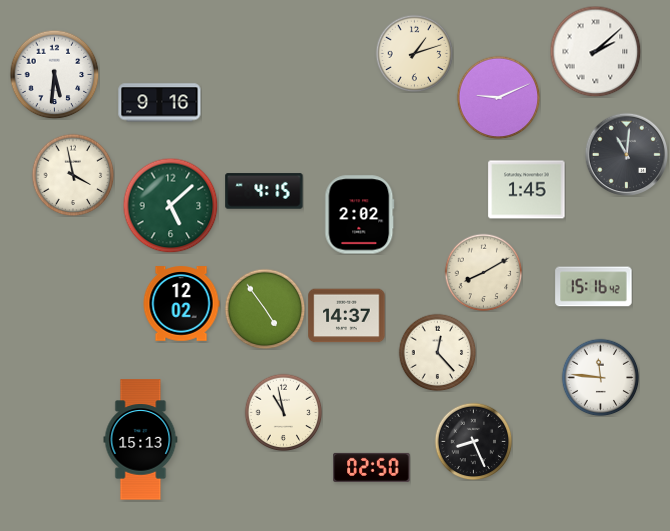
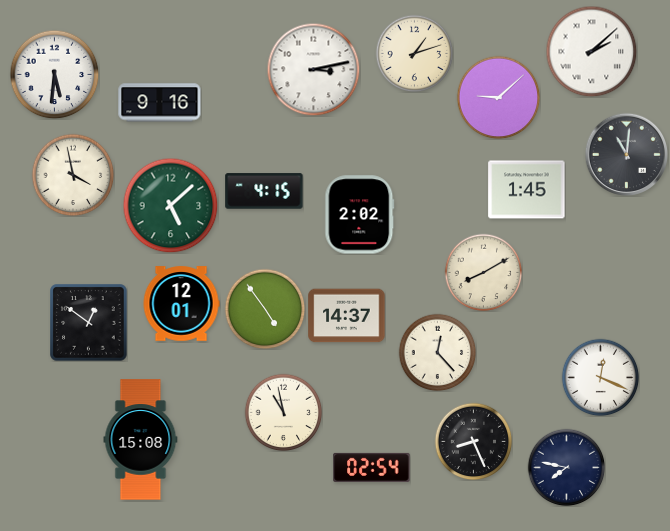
clock at (595, 51) position: (595, 51) -> (591, 51)
clock at (313, 69): none -> 3:13
clock at (498, 97): 9:11 -> 9:08
clock at (594, 287): 15:16 -> none
clock at (181, 304): 12:02 -> 12:01
clock at (89, 323): none -> 12:51
clock at (600, 377): 11:46 -> 12:19
clock at (141, 440): 15:13 -> 15:08
clock at (372, 467): 02:50 -> 02:54
clock at (566, 467): none -> 7:47
